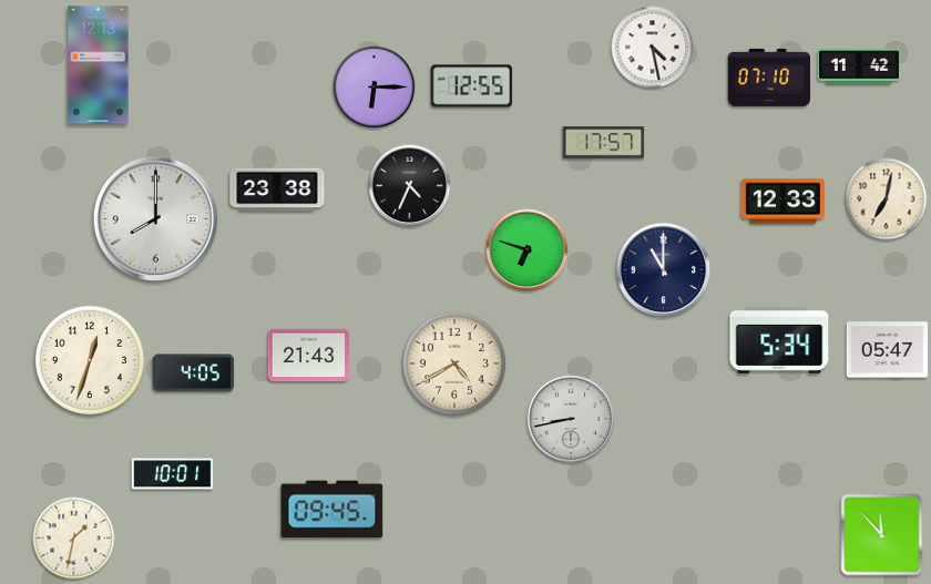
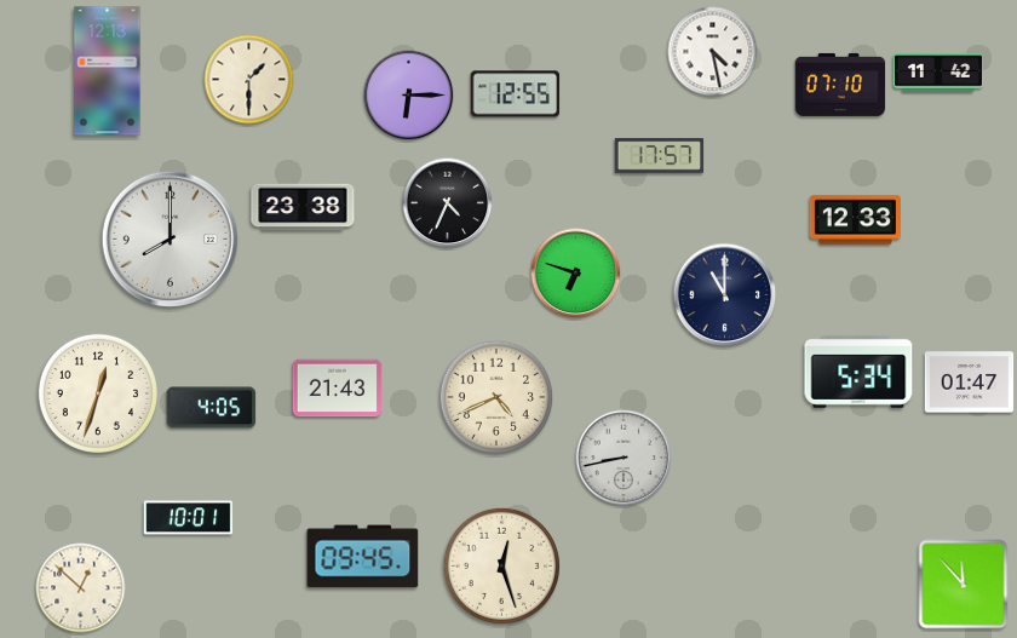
clock at (249, 80): none -> 1:30
clock at (887, 199): 7:02 -> none
clock at (779, 340) position: (779, 340) -> (858, 372)
clock at (888, 350): 05:47 -> 01:47
clock at (454, 363): 4:40 -> 4:41
clock at (501, 565): none -> 12:27
clock at (74, 539): 1:32 -> 12:52
